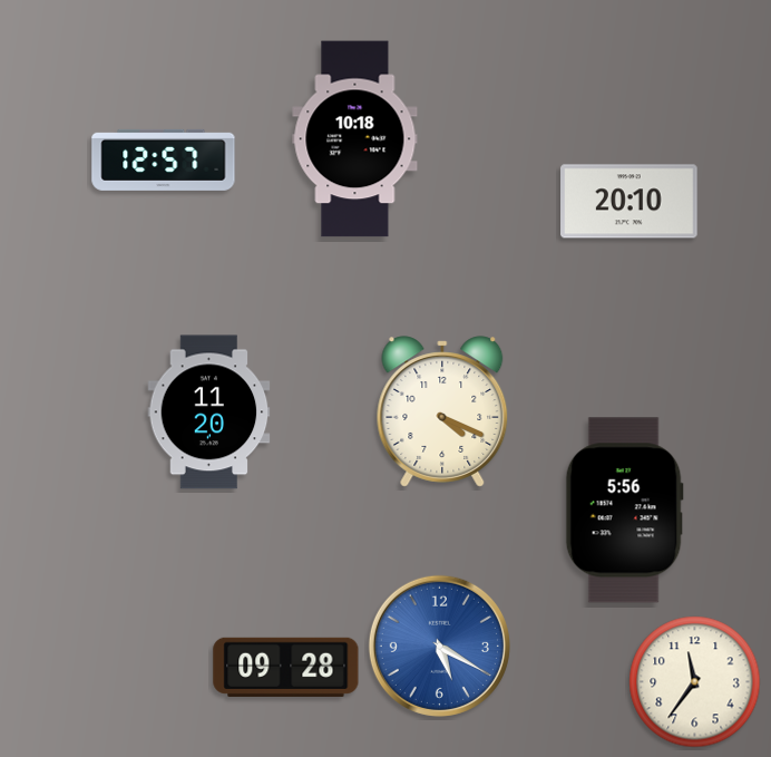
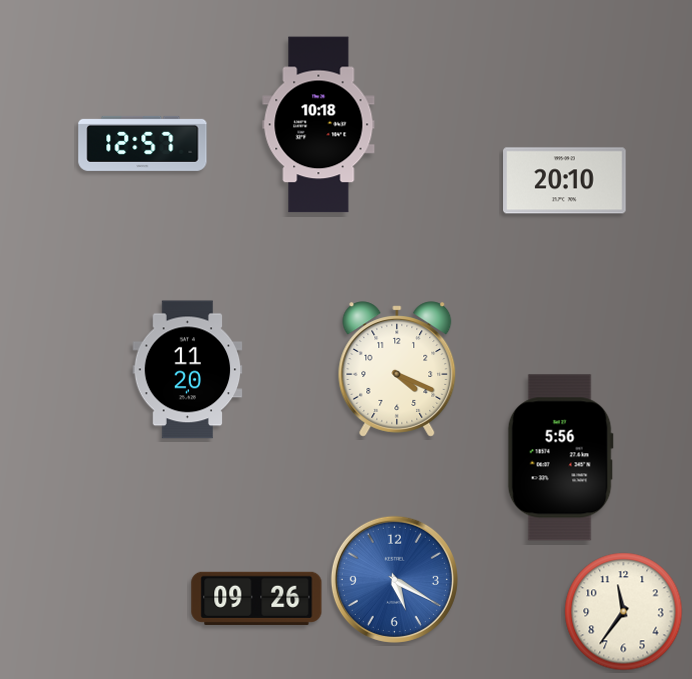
clock at (164, 159) position: (164, 159) -> (143, 143)
clock at (286, 667): 09:28 -> 09:26
